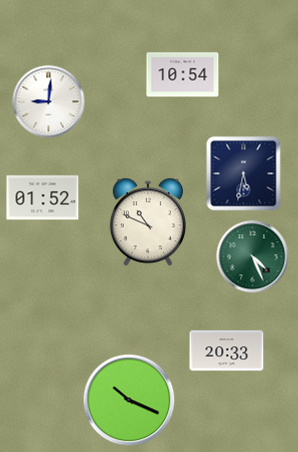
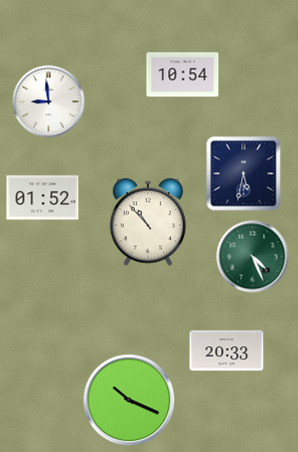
clock at (49, 102): 9:01 -> 8:59
clock at (147, 222): 10:49 -> 10:53
